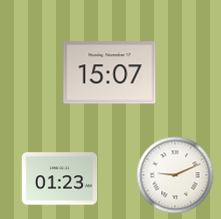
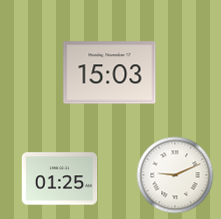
clock at (110, 73): 15:07 -> 15:03
clock at (60, 179): 01:23 -> 01:25
